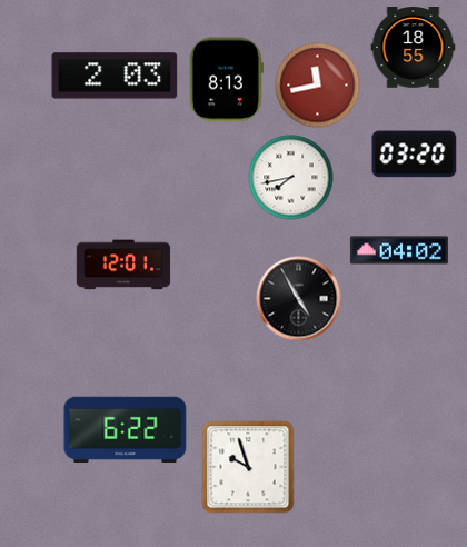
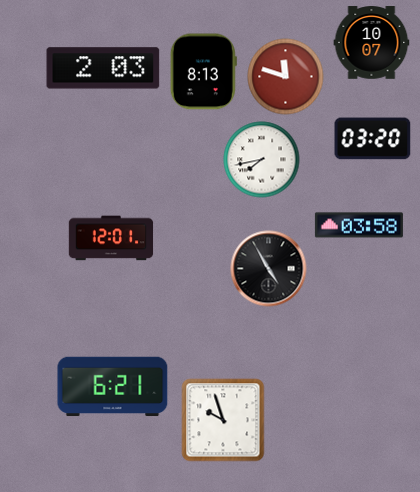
clock at (414, 48): 18:55 -> 10:07
clock at (318, 86): 11:43 -> 11:48
clock at (399, 250): 04:02 -> 03:58
clock at (126, 430): 6:22 -> 6:21
